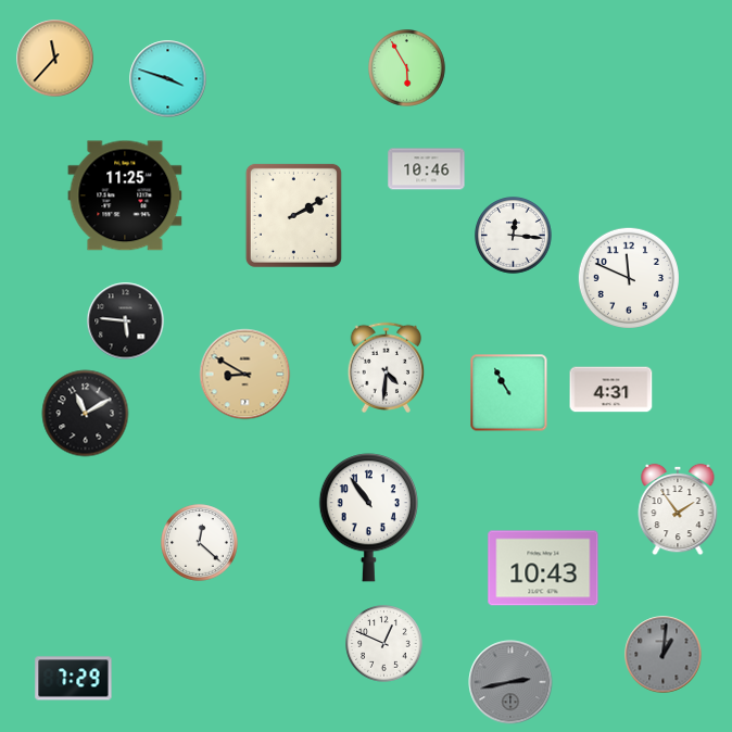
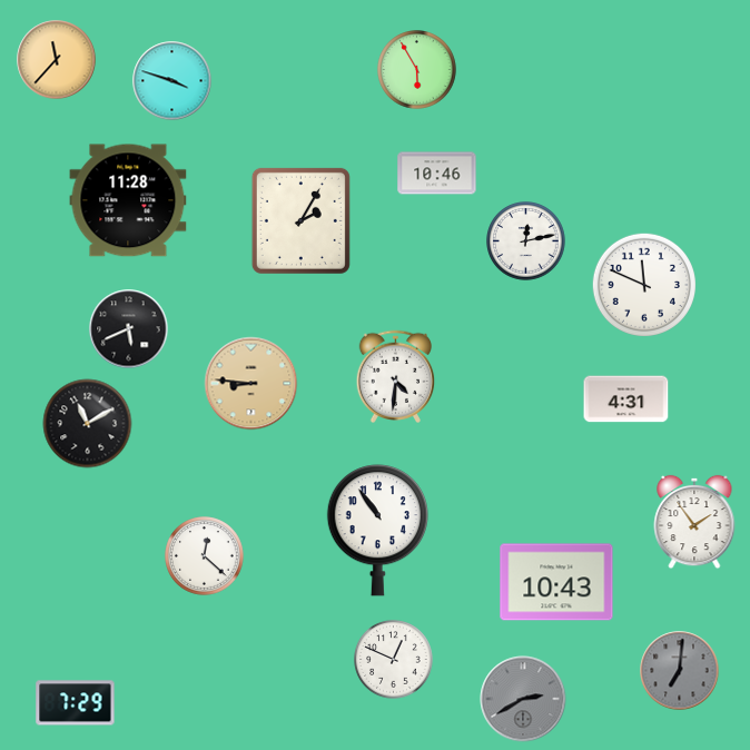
clock at (125, 195): 11:25 -> 11:28
clock at (293, 215): 2:10 -> 2:05
clock at (514, 236): 12:16 -> 12:13
clock at (126, 321): 5:46 -> 5:41
clock at (245, 375): 8:50 -> 8:46
clock at (509, 393): 10:55 -> none
clock at (664, 655): 1:01 -> 7:01
clock at (74, 679) position: (74, 679) -> (76, 703)
clock at (510, 682): 2:43 -> 2:40
